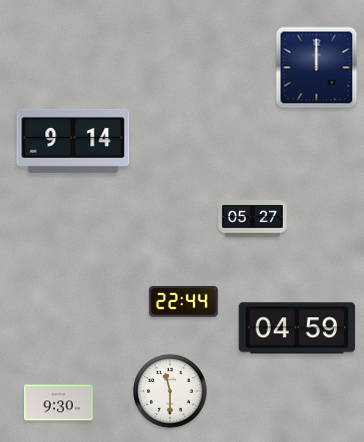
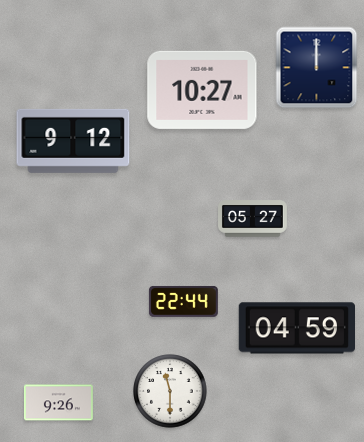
clock at (202, 90): none -> 10:27
clock at (73, 141): 9:14 -> 9:12
clock at (59, 403): 9:30 -> 9:26
